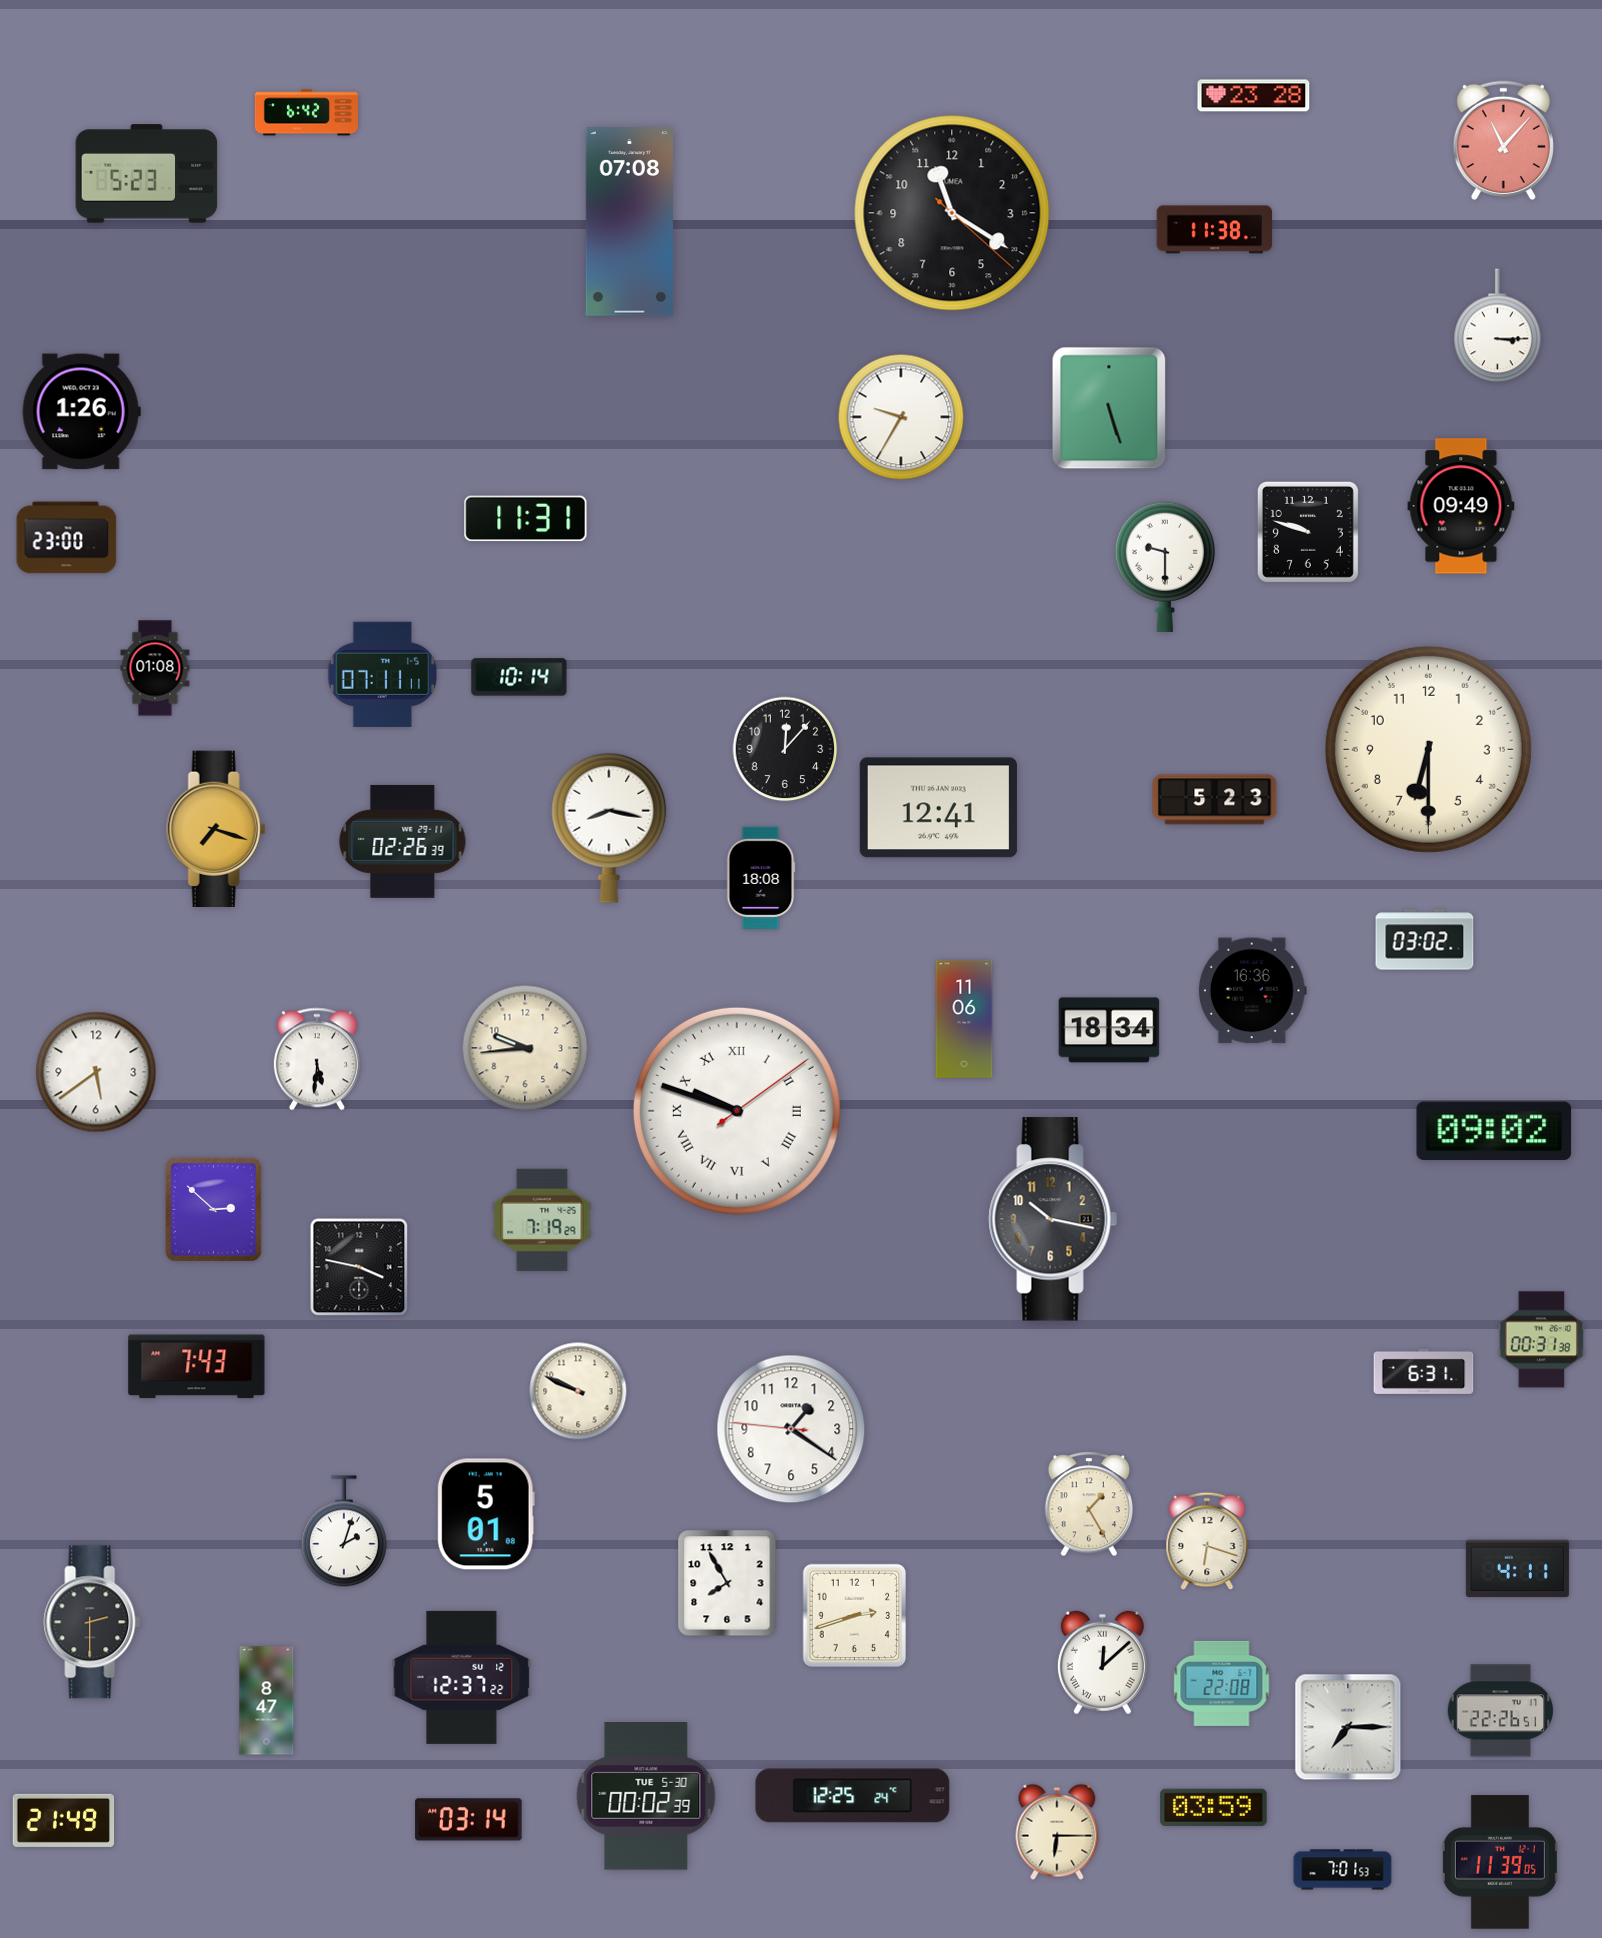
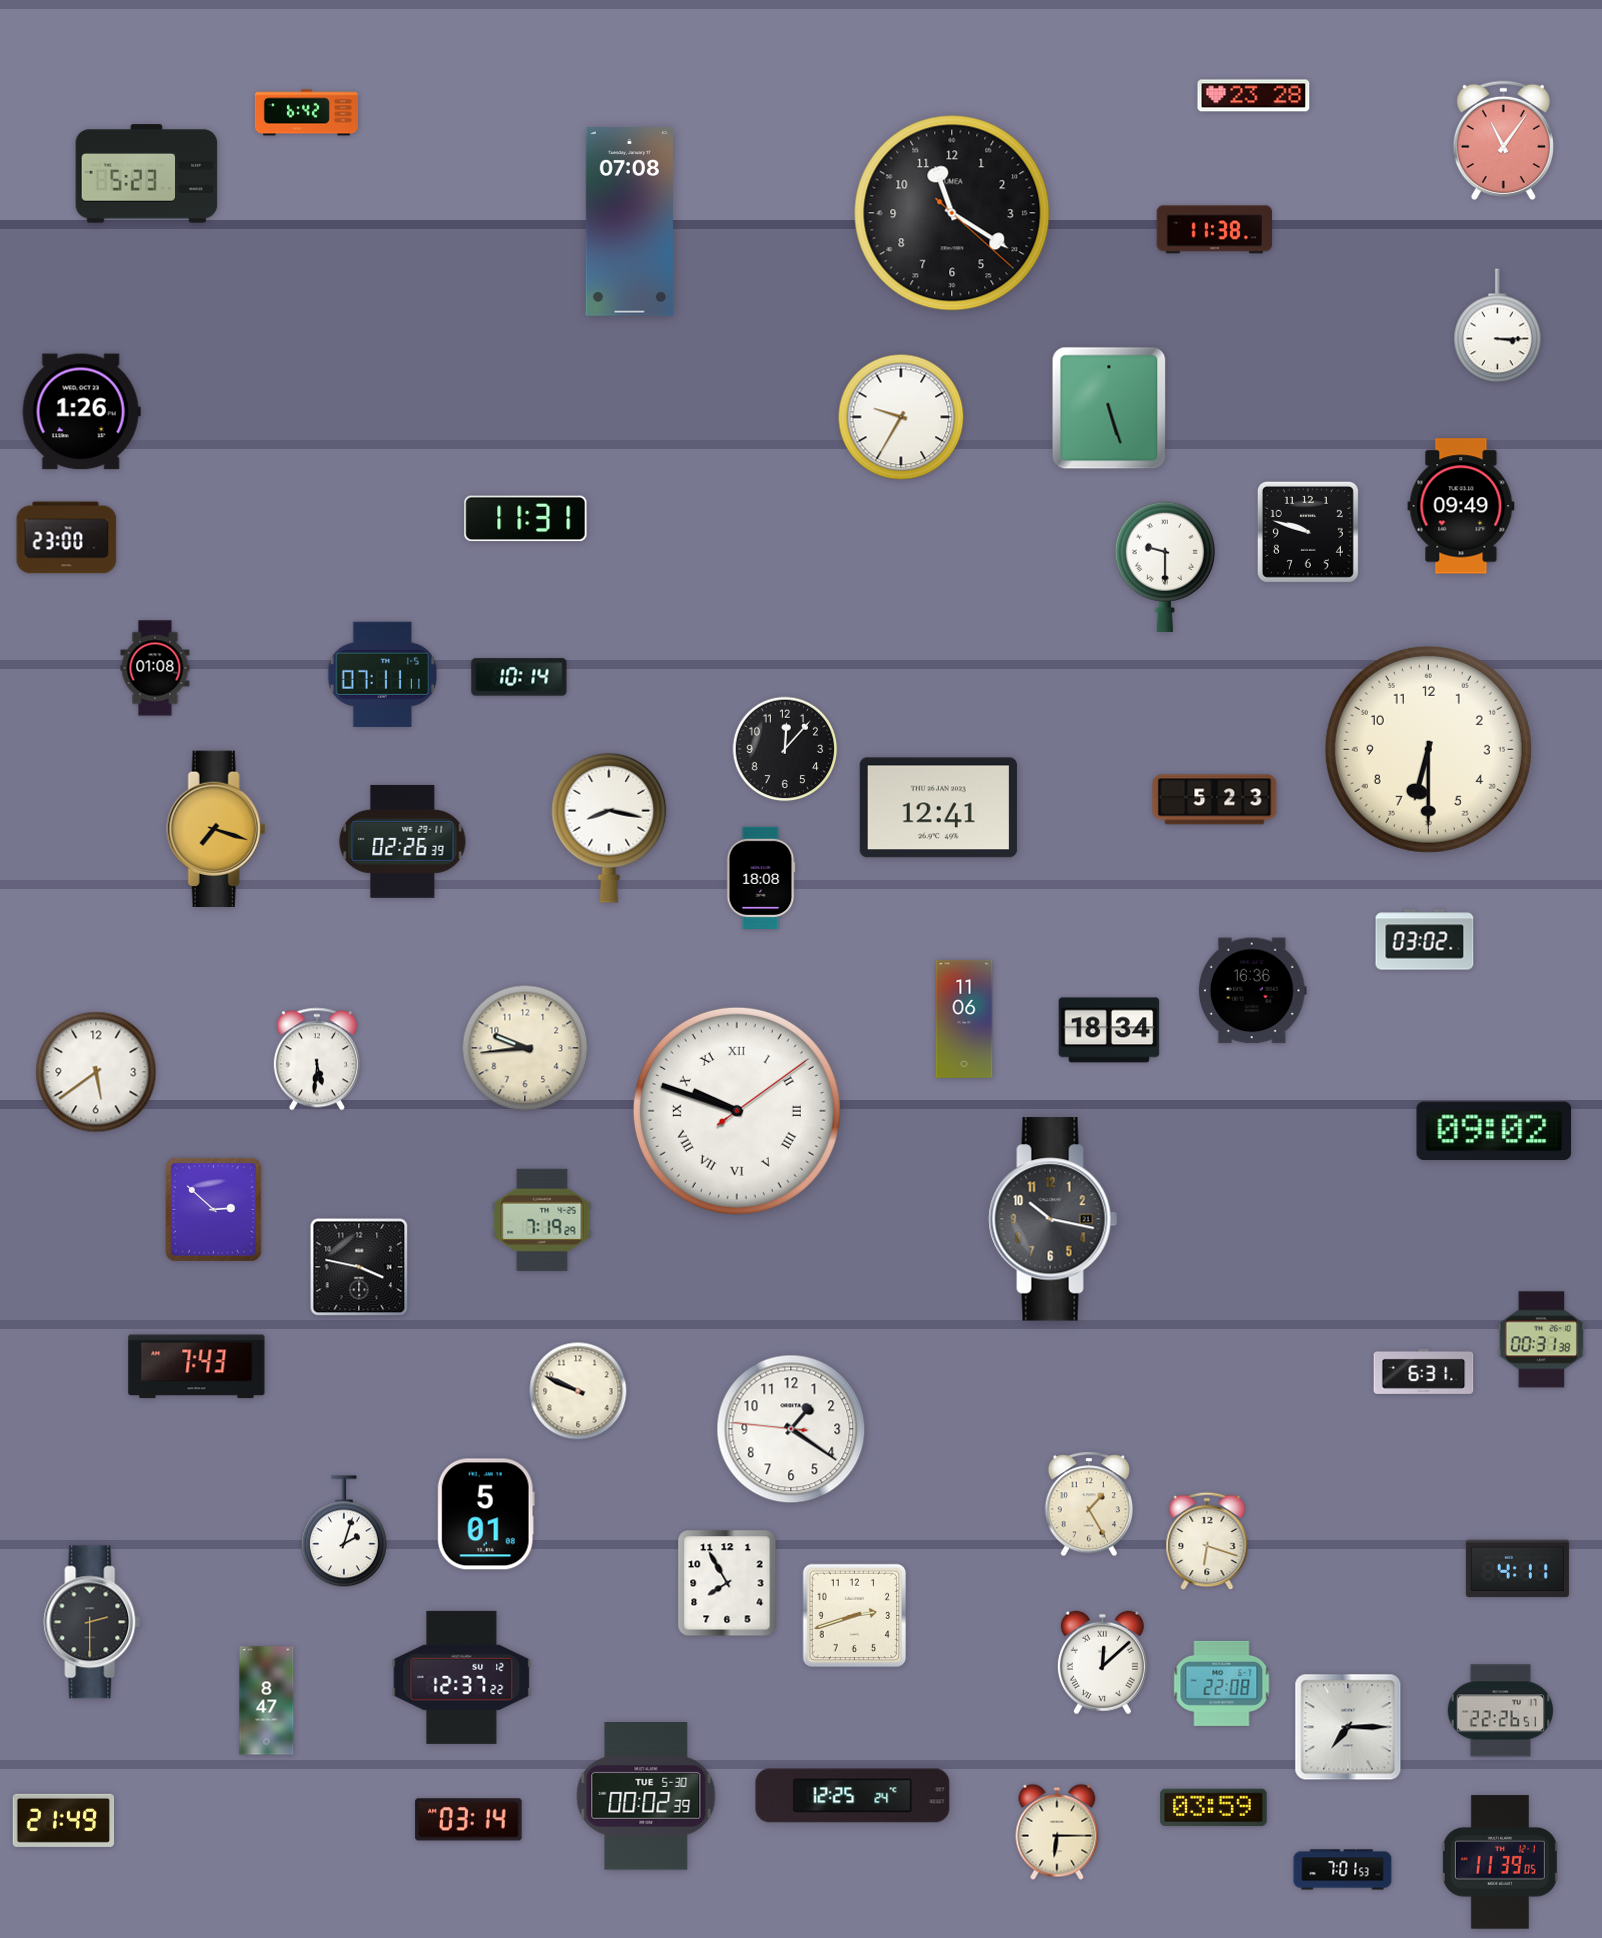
clock at (1503, 140): 11:07 -> 11:06
